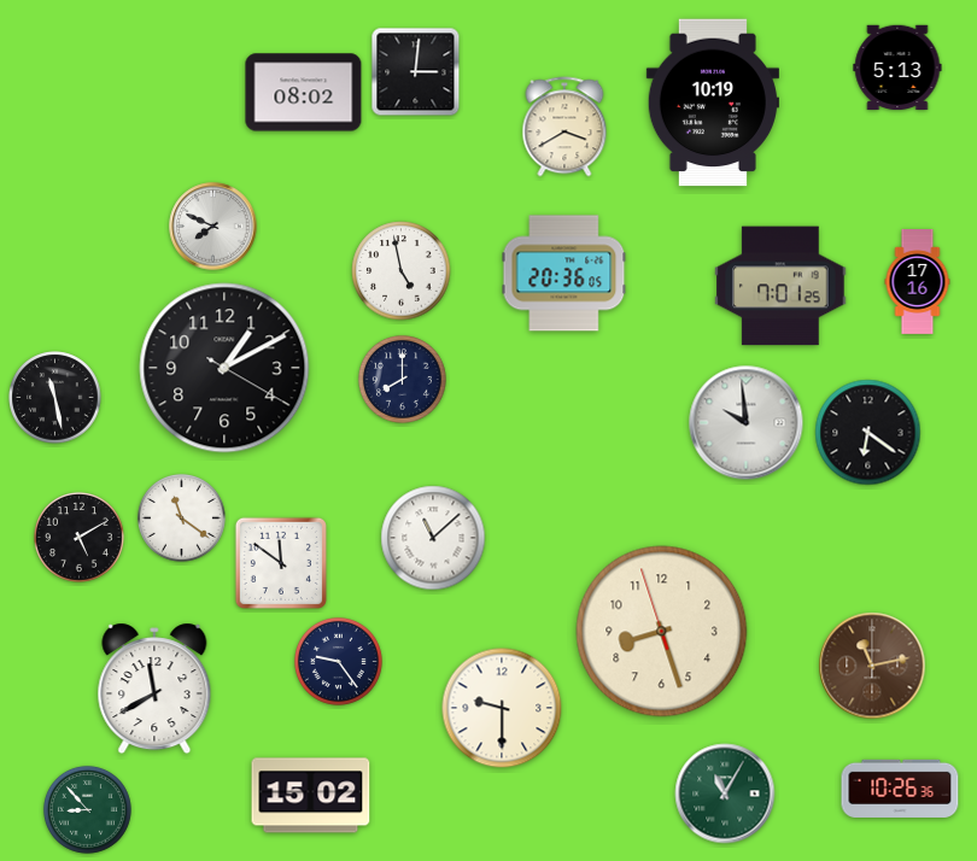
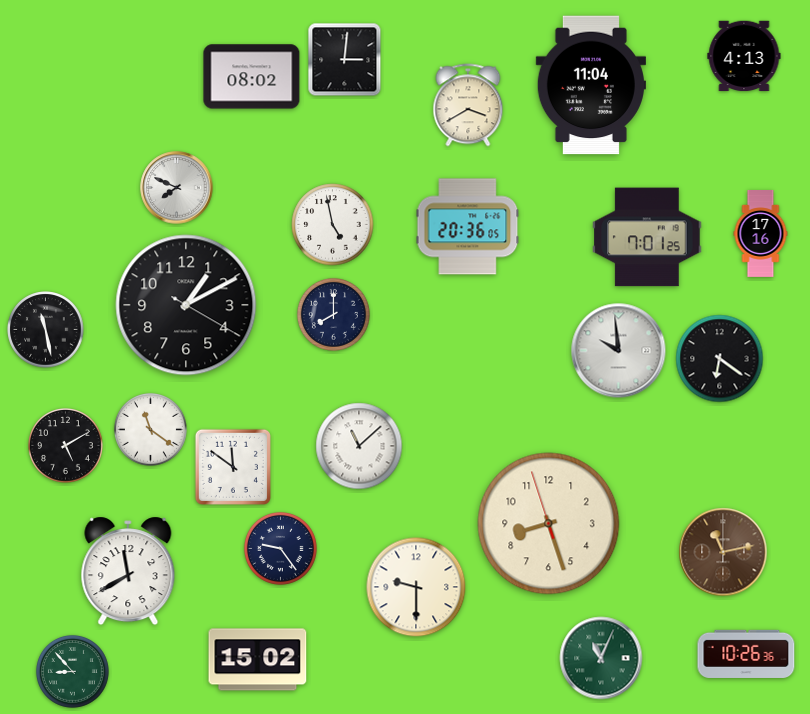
clock at (897, 68): 5:13 -> 4:13
clock at (713, 102): 10:19 -> 11:04
clock at (725, 793): 11:05 -> 11:04
